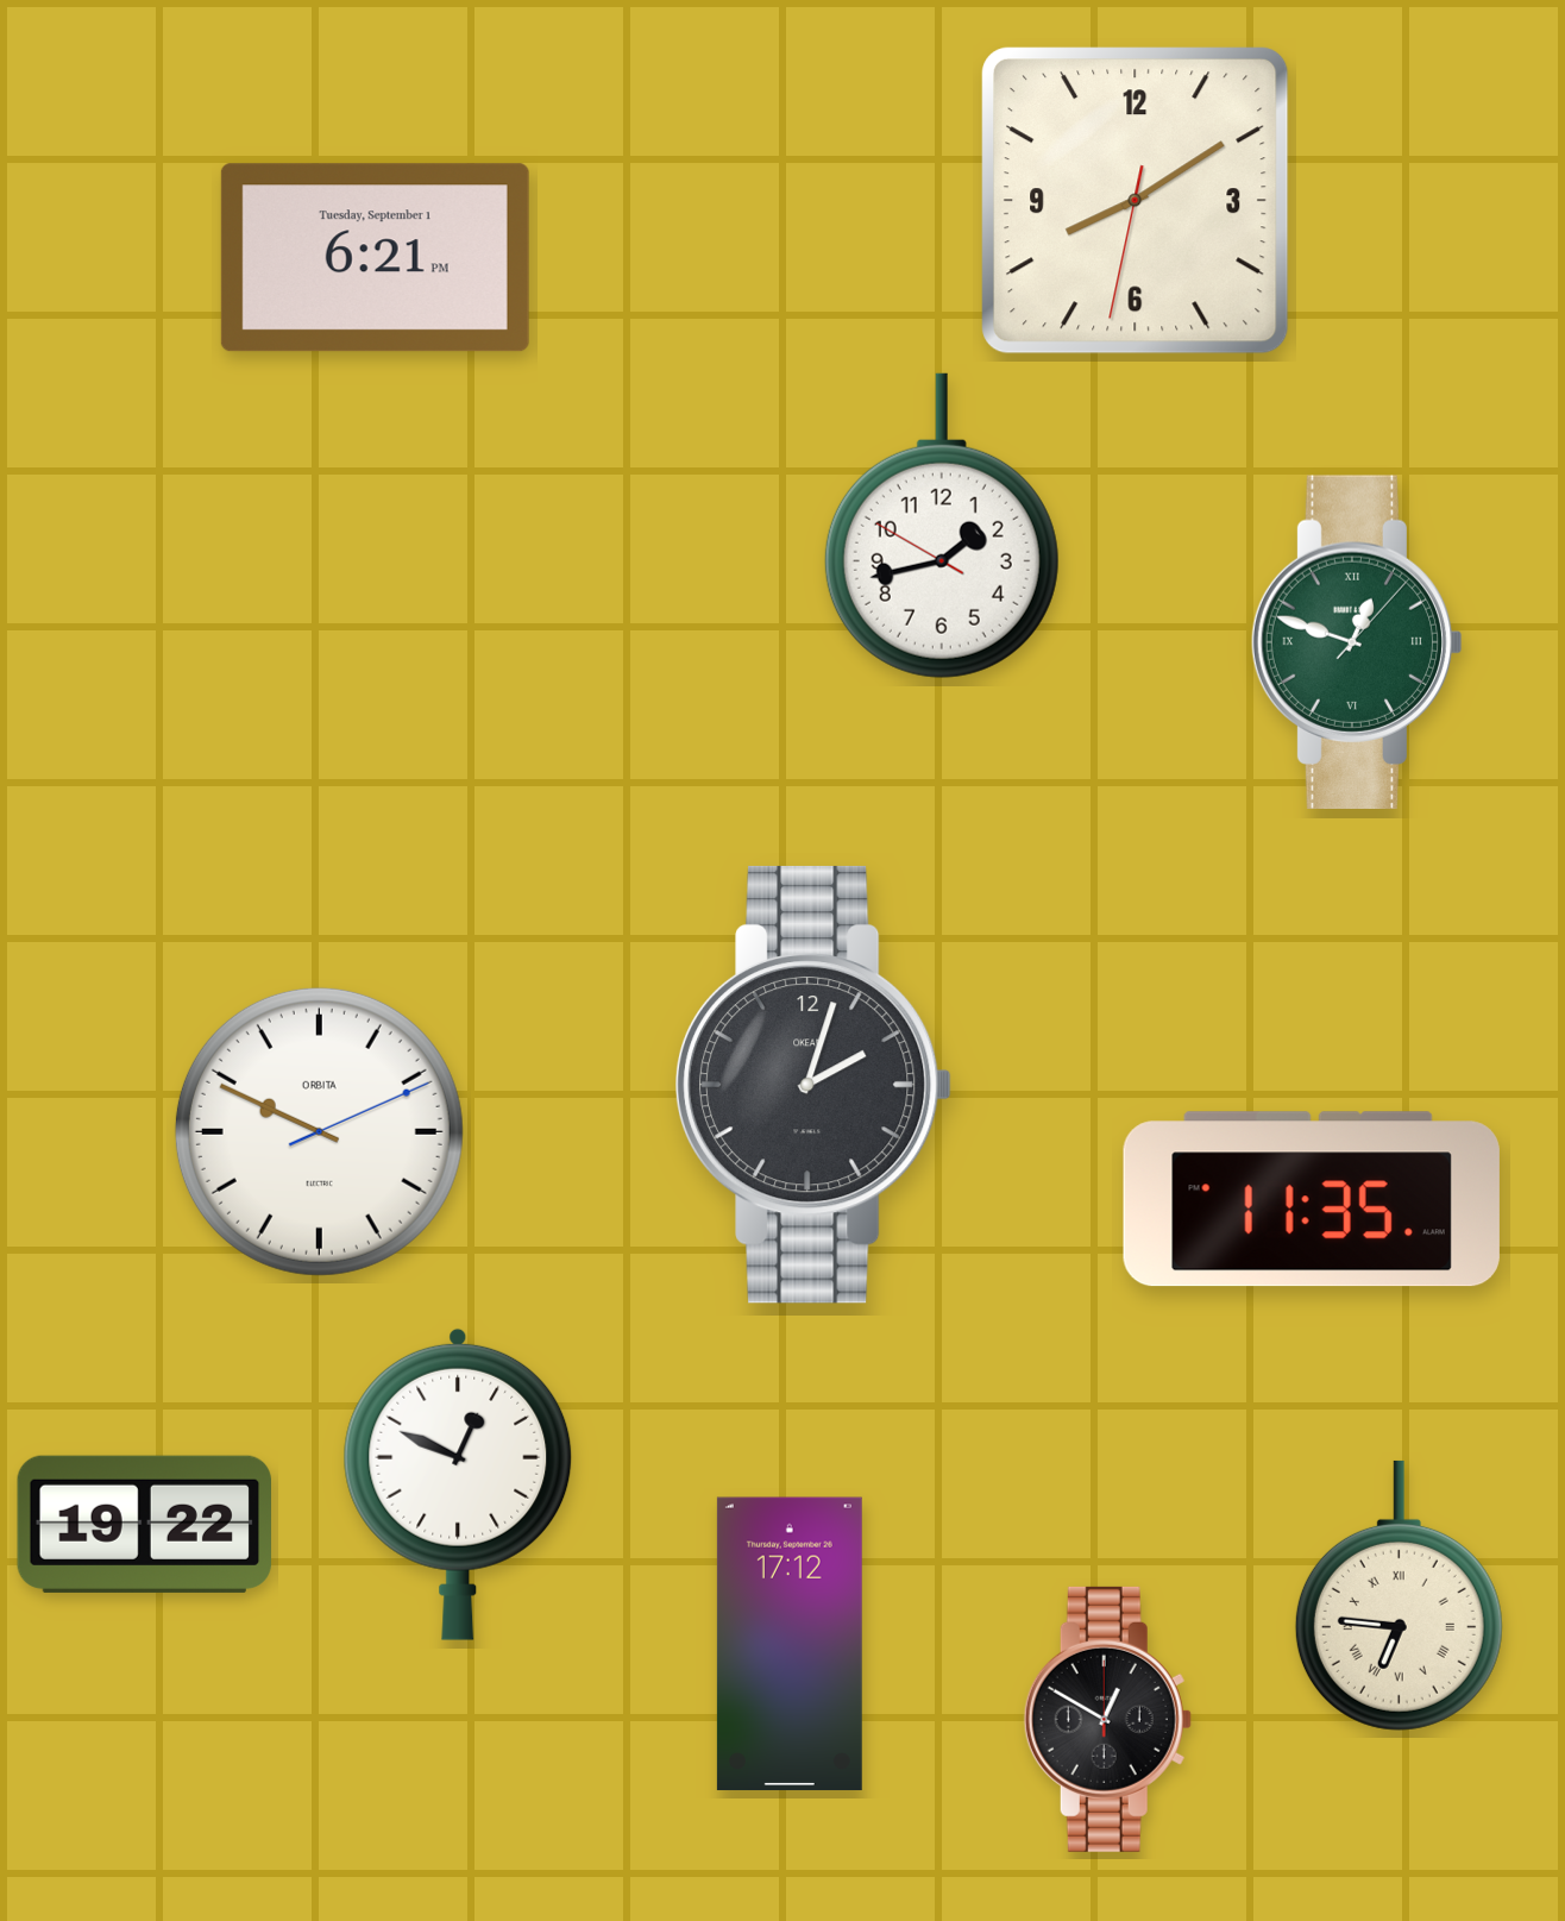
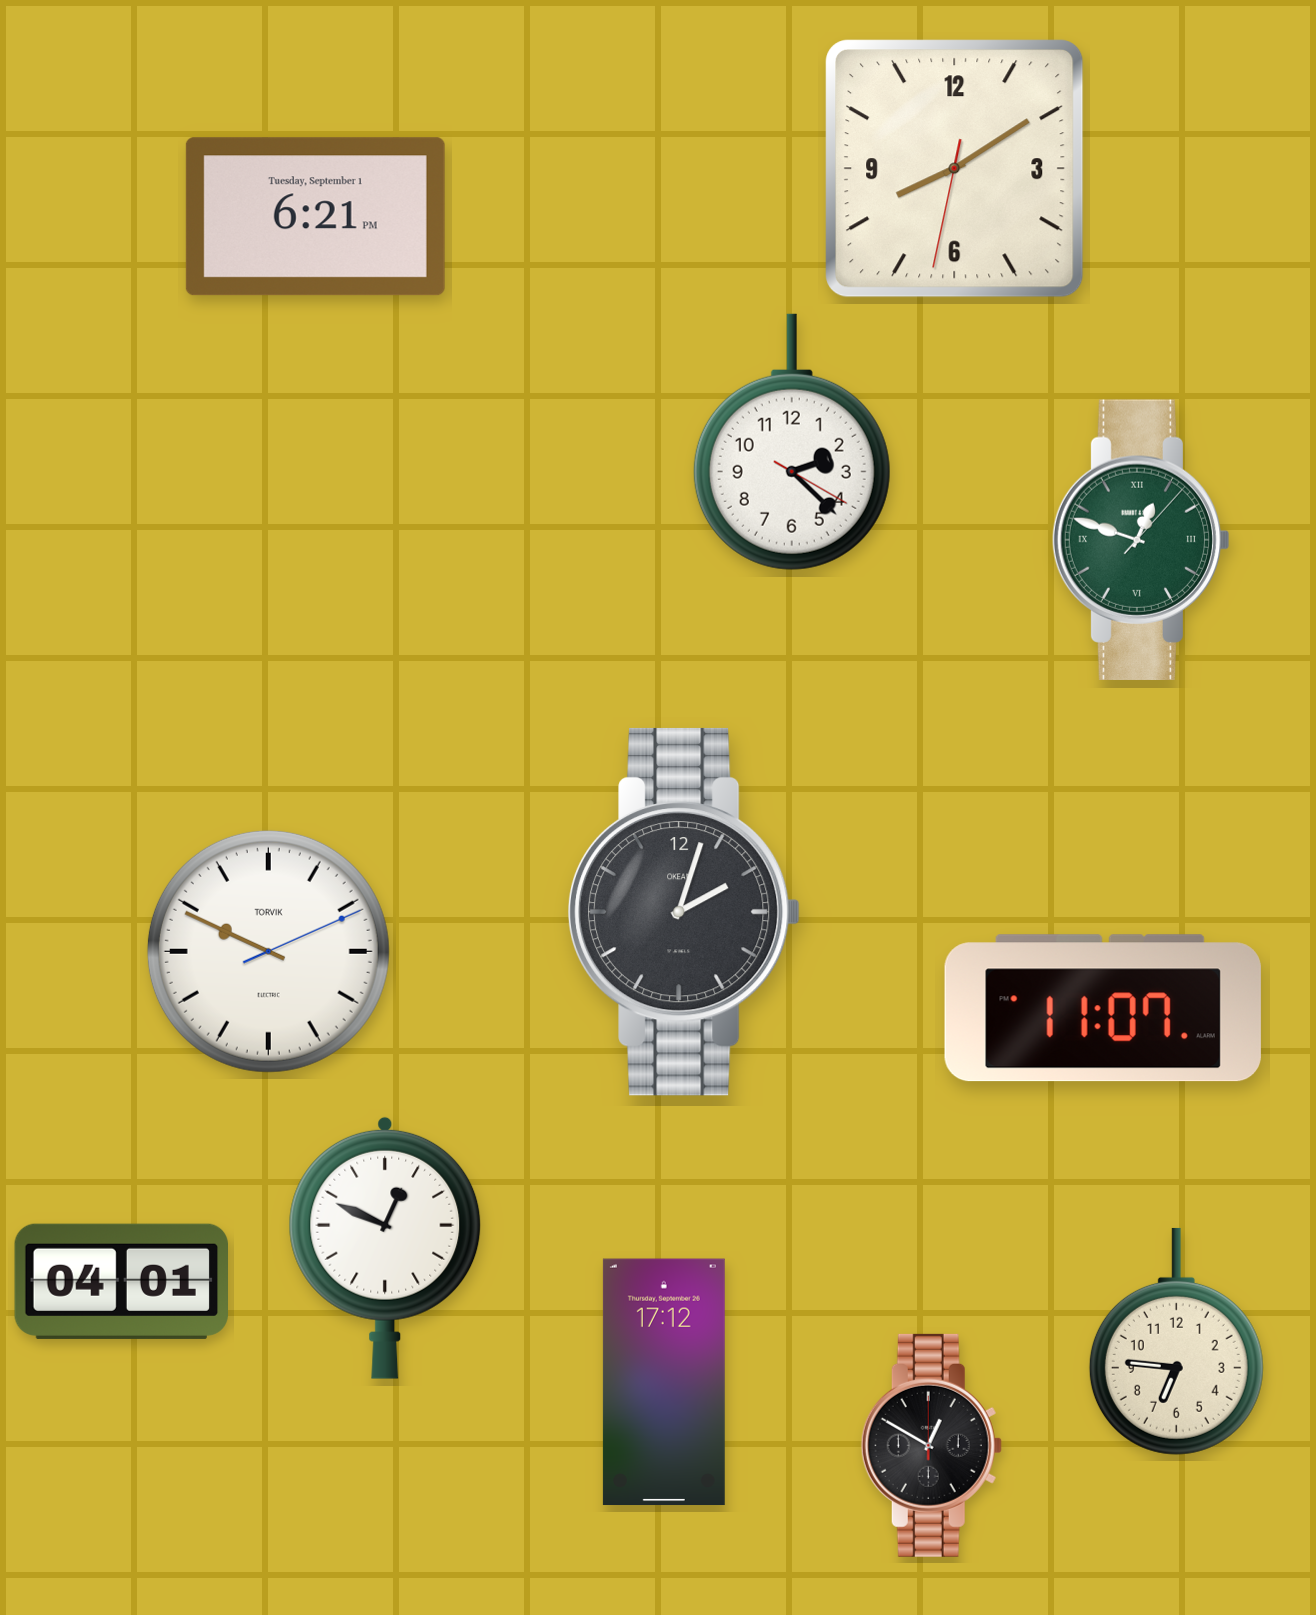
clock at (942, 526): 1:42 -> 2:22
clock at (319, 1131) brand: ORBITA -> TORVIK
clock at (1312, 1199): 11:35 -> 11:07
clock at (144, 1524): 19:22 -> 04:01
clock at (1399, 1595) numerals: Roman -> Arabic
